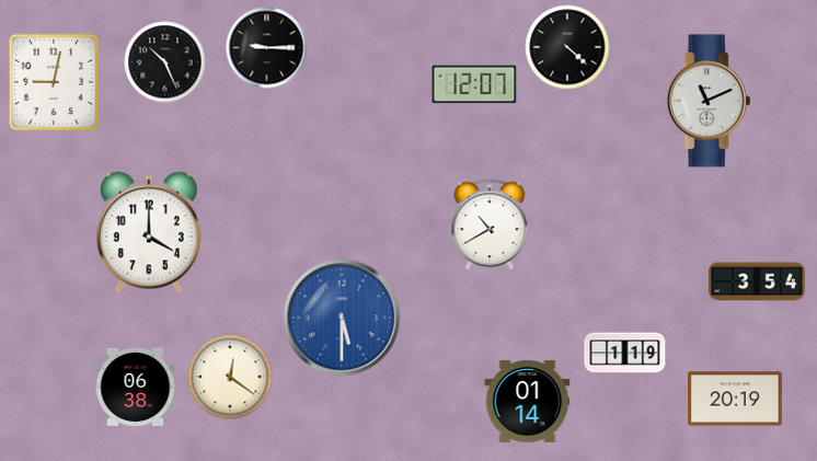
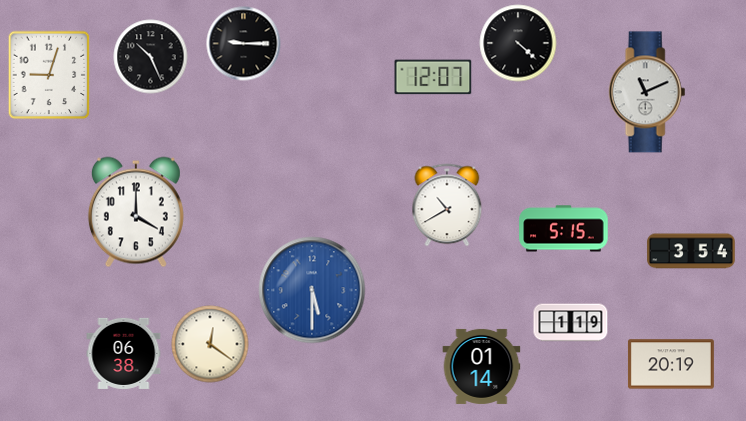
clock at (54, 82): 9:02 -> 9:03
clock at (564, 229): none -> 5:15
clock at (757, 281) position: (757, 281) -> (691, 251)
